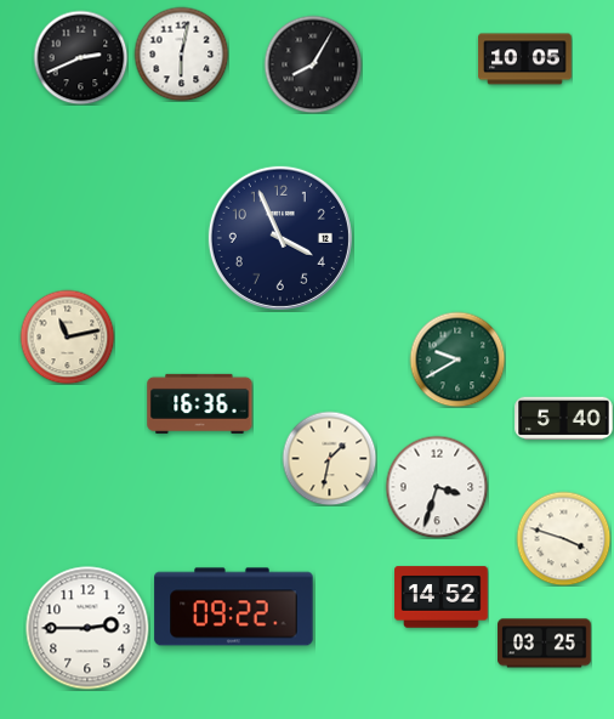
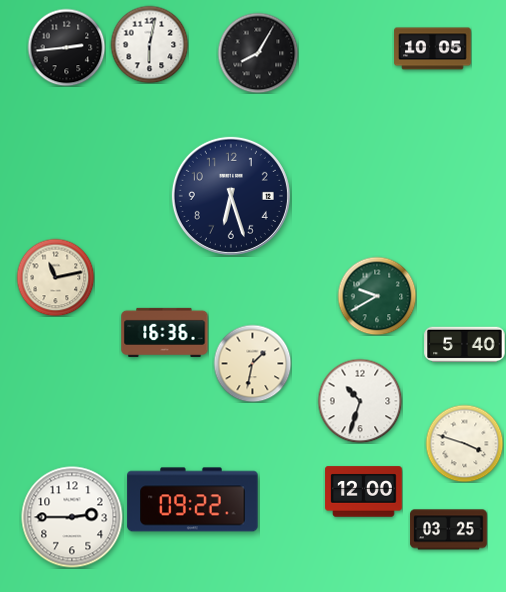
clock at (80, 57): 2:41 -> 2:44
clock at (280, 238): 3:56 -> 6:27
clock at (329, 458) position: (329, 458) -> (252, 363)
clock at (437, 487): 3:33 -> 10:33
clock at (442, 598): 14:52 -> 12:00
